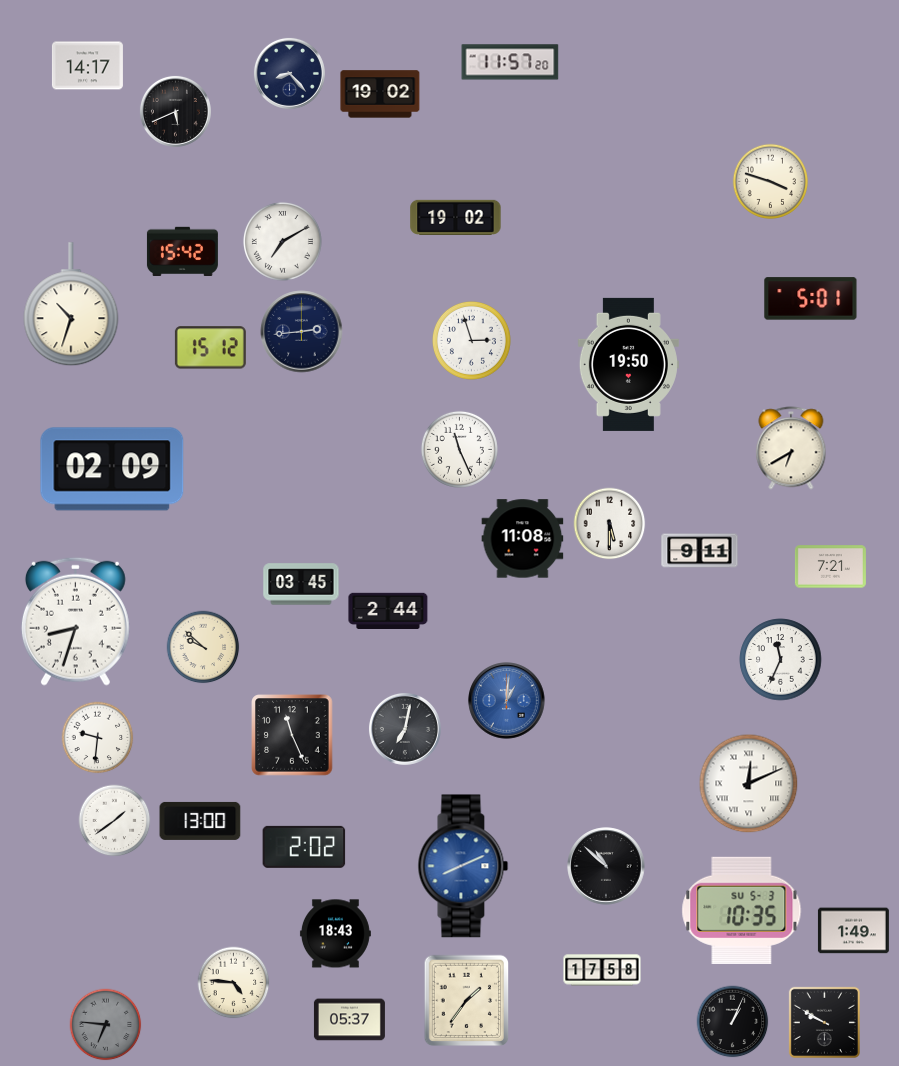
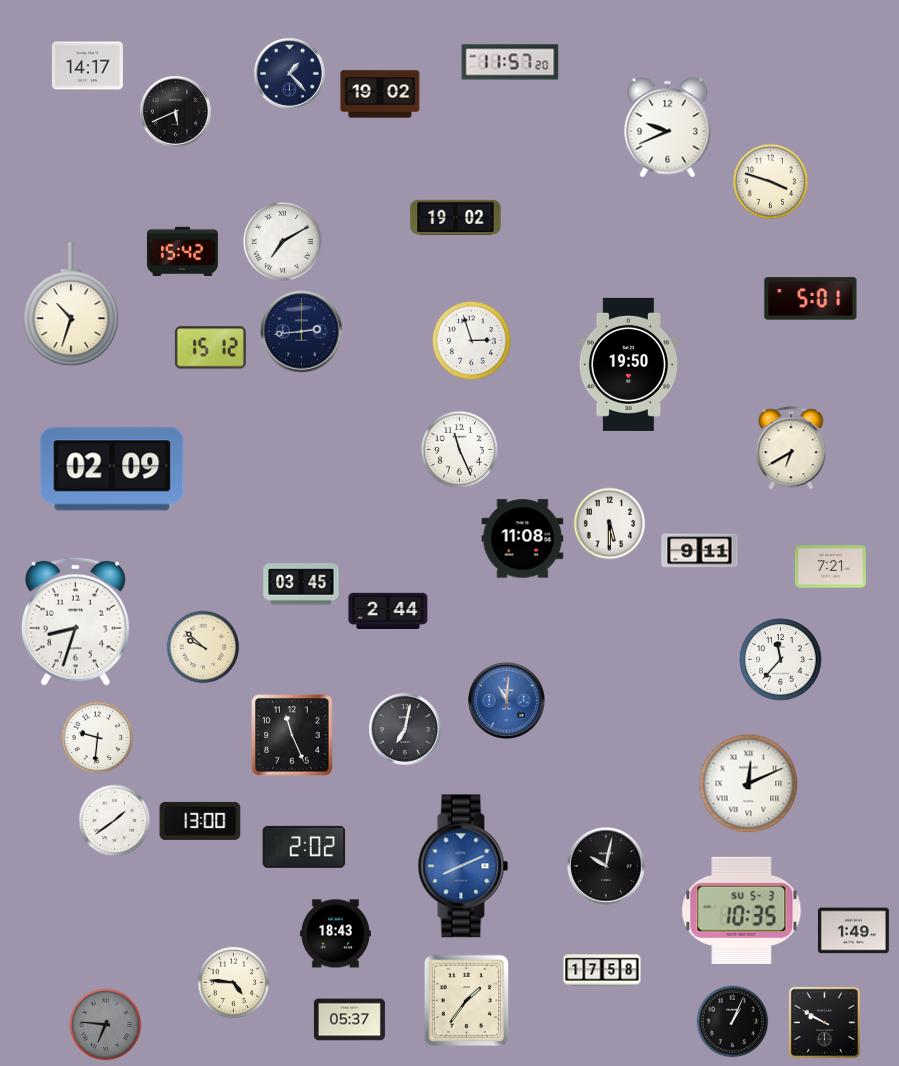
clock at (289, 73): 8:23 -> 1:23
clock at (668, 128): none -> 9:41
clock at (781, 660): 11:34 -> 11:37
clock at (507, 701): 1:01 -> 11:01
clock at (606, 866): 10:52 -> 10:02
